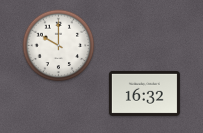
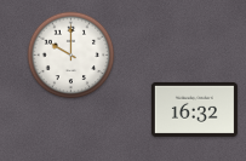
clock at (144, 93) position: (144, 93) -> (194, 109)
